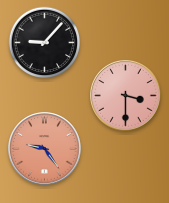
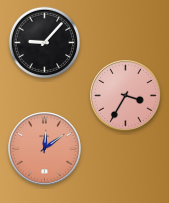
clock at (126, 96): 3:30 -> 3:35
clock at (45, 149): 9:24 -> 12:09
